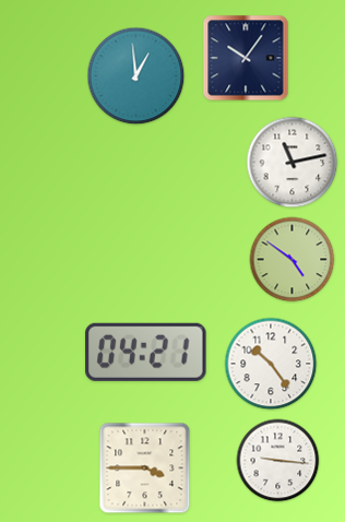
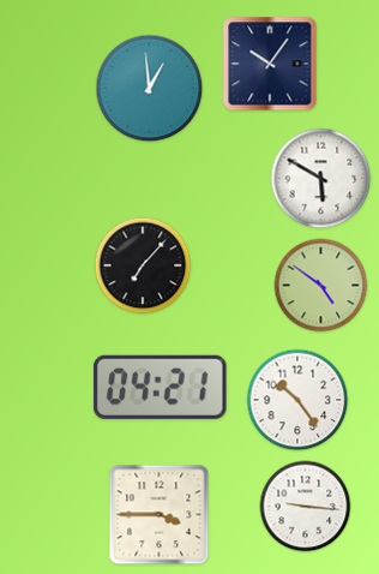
clock at (136, 76) position: (136, 76) -> (150, 89)
clock at (293, 163): 11:13 -> 5:50
clock at (143, 265): none -> 7:07
